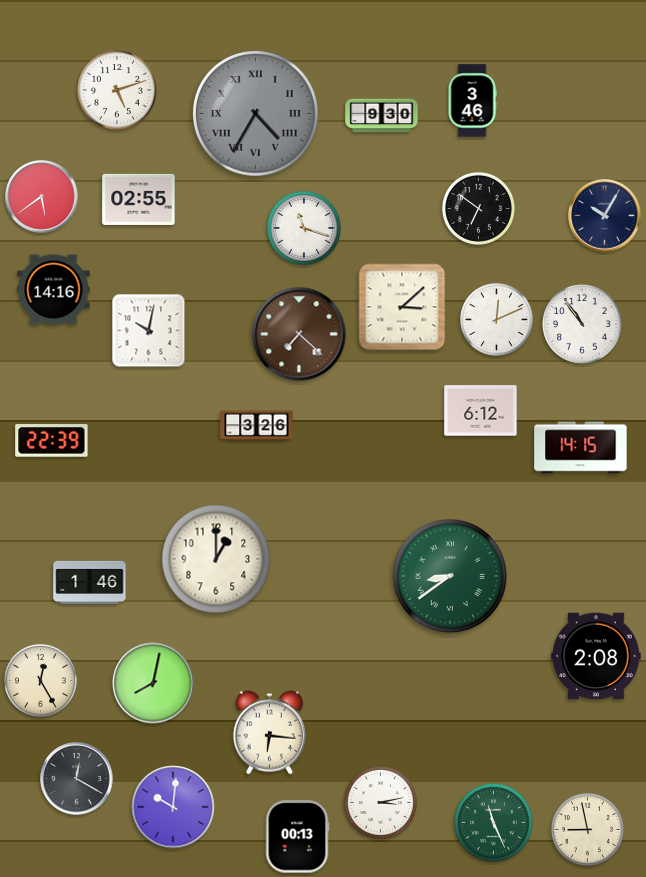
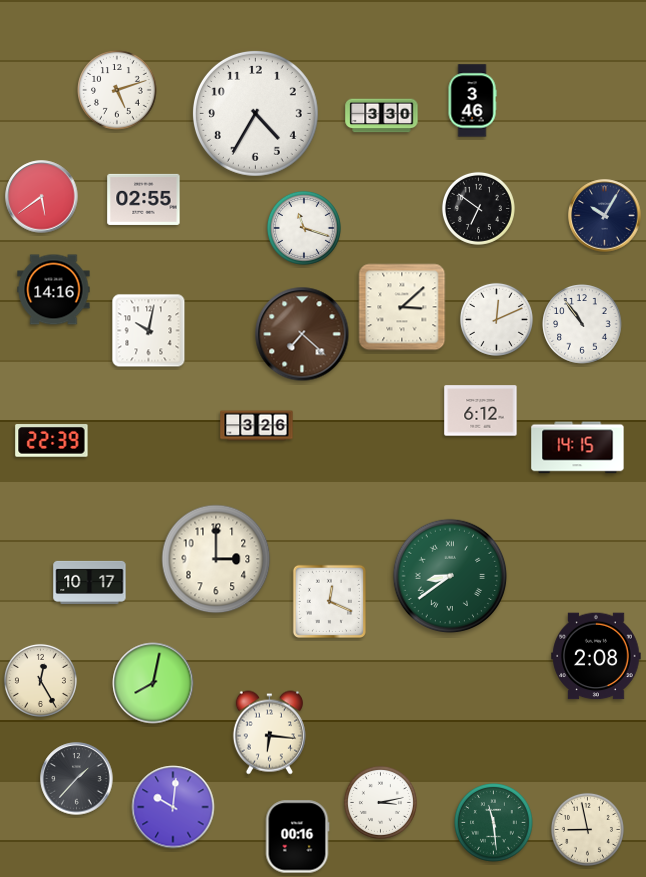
clock at (255, 113) dial: grey -> white
clock at (255, 113) numerals: Roman -> Arabic
clock at (382, 116): 9:30 -> 3:30
clock at (139, 199) position: (139, 199) -> (144, 199)
clock at (299, 334) position: (299, 334) -> (302, 334)
clock at (581, 448) position: (581, 448) -> (578, 448)
clock at (216, 559): 1:00 -> 3:00
clock at (90, 582): 1:46 -> 10:17
clock at (329, 601): none -> 12:19
clock at (77, 779): 12:20 -> 1:37
clock at (494, 823): 11:26 -> 11:29
clock at (297, 837): 00:13 -> 00:16
